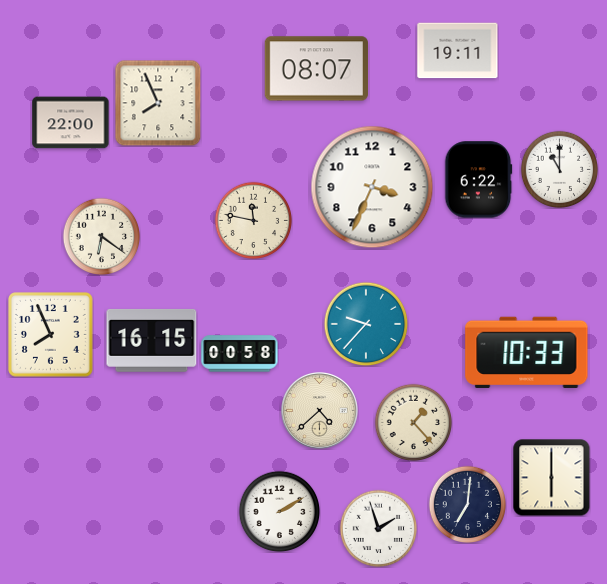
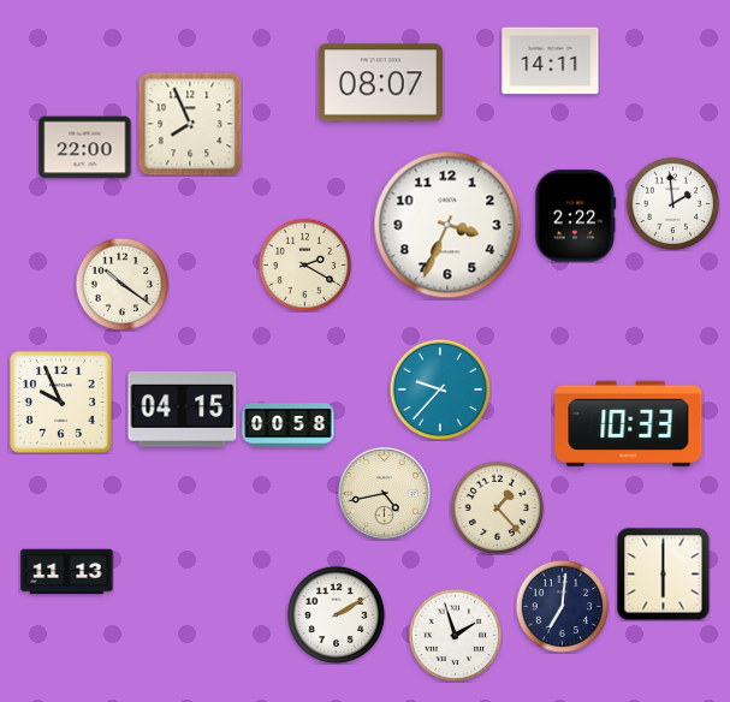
clock at (458, 51): 19:11 -> 14:11
clock at (559, 169): 11:00 -> 1:59
clock at (478, 180): 6:22 -> 2:22
clock at (253, 220): 11:47 -> 2:20
clock at (101, 236): 6:21 -> 10:21
clock at (51, 335): 7:56 -> 9:56
clock at (152, 341): 16:15 -> 04:15
clock at (527, 352) position: (527, 352) -> (629, 423)
clock at (319, 410): 4:38 -> 4:43
clock at (67, 572): none -> 11:13
